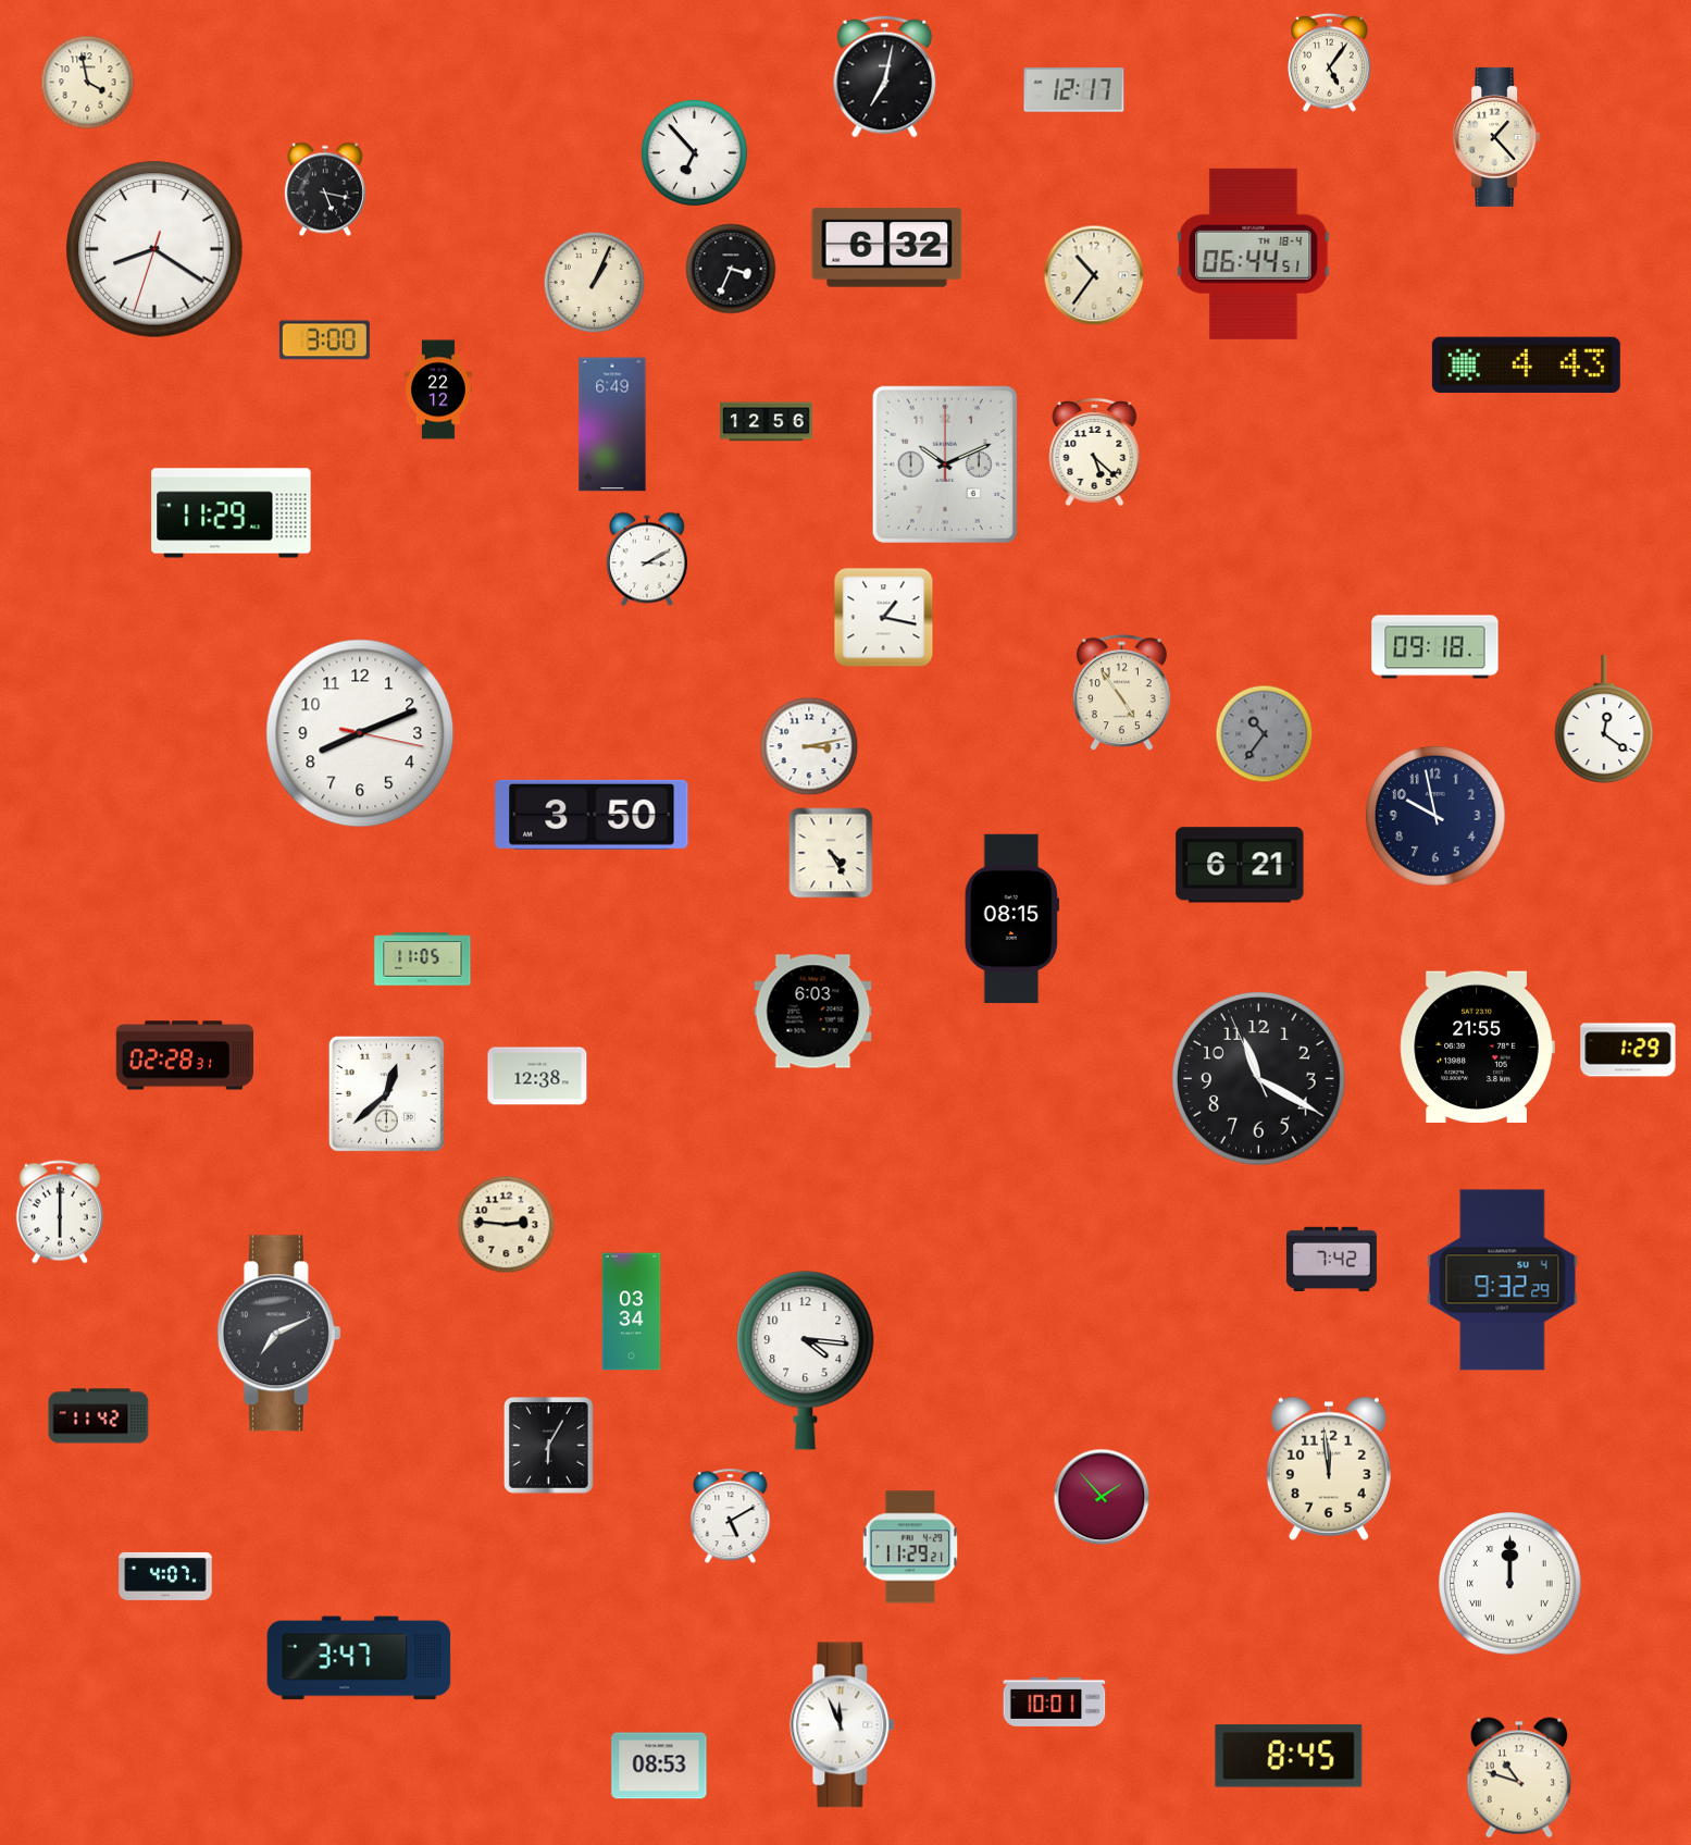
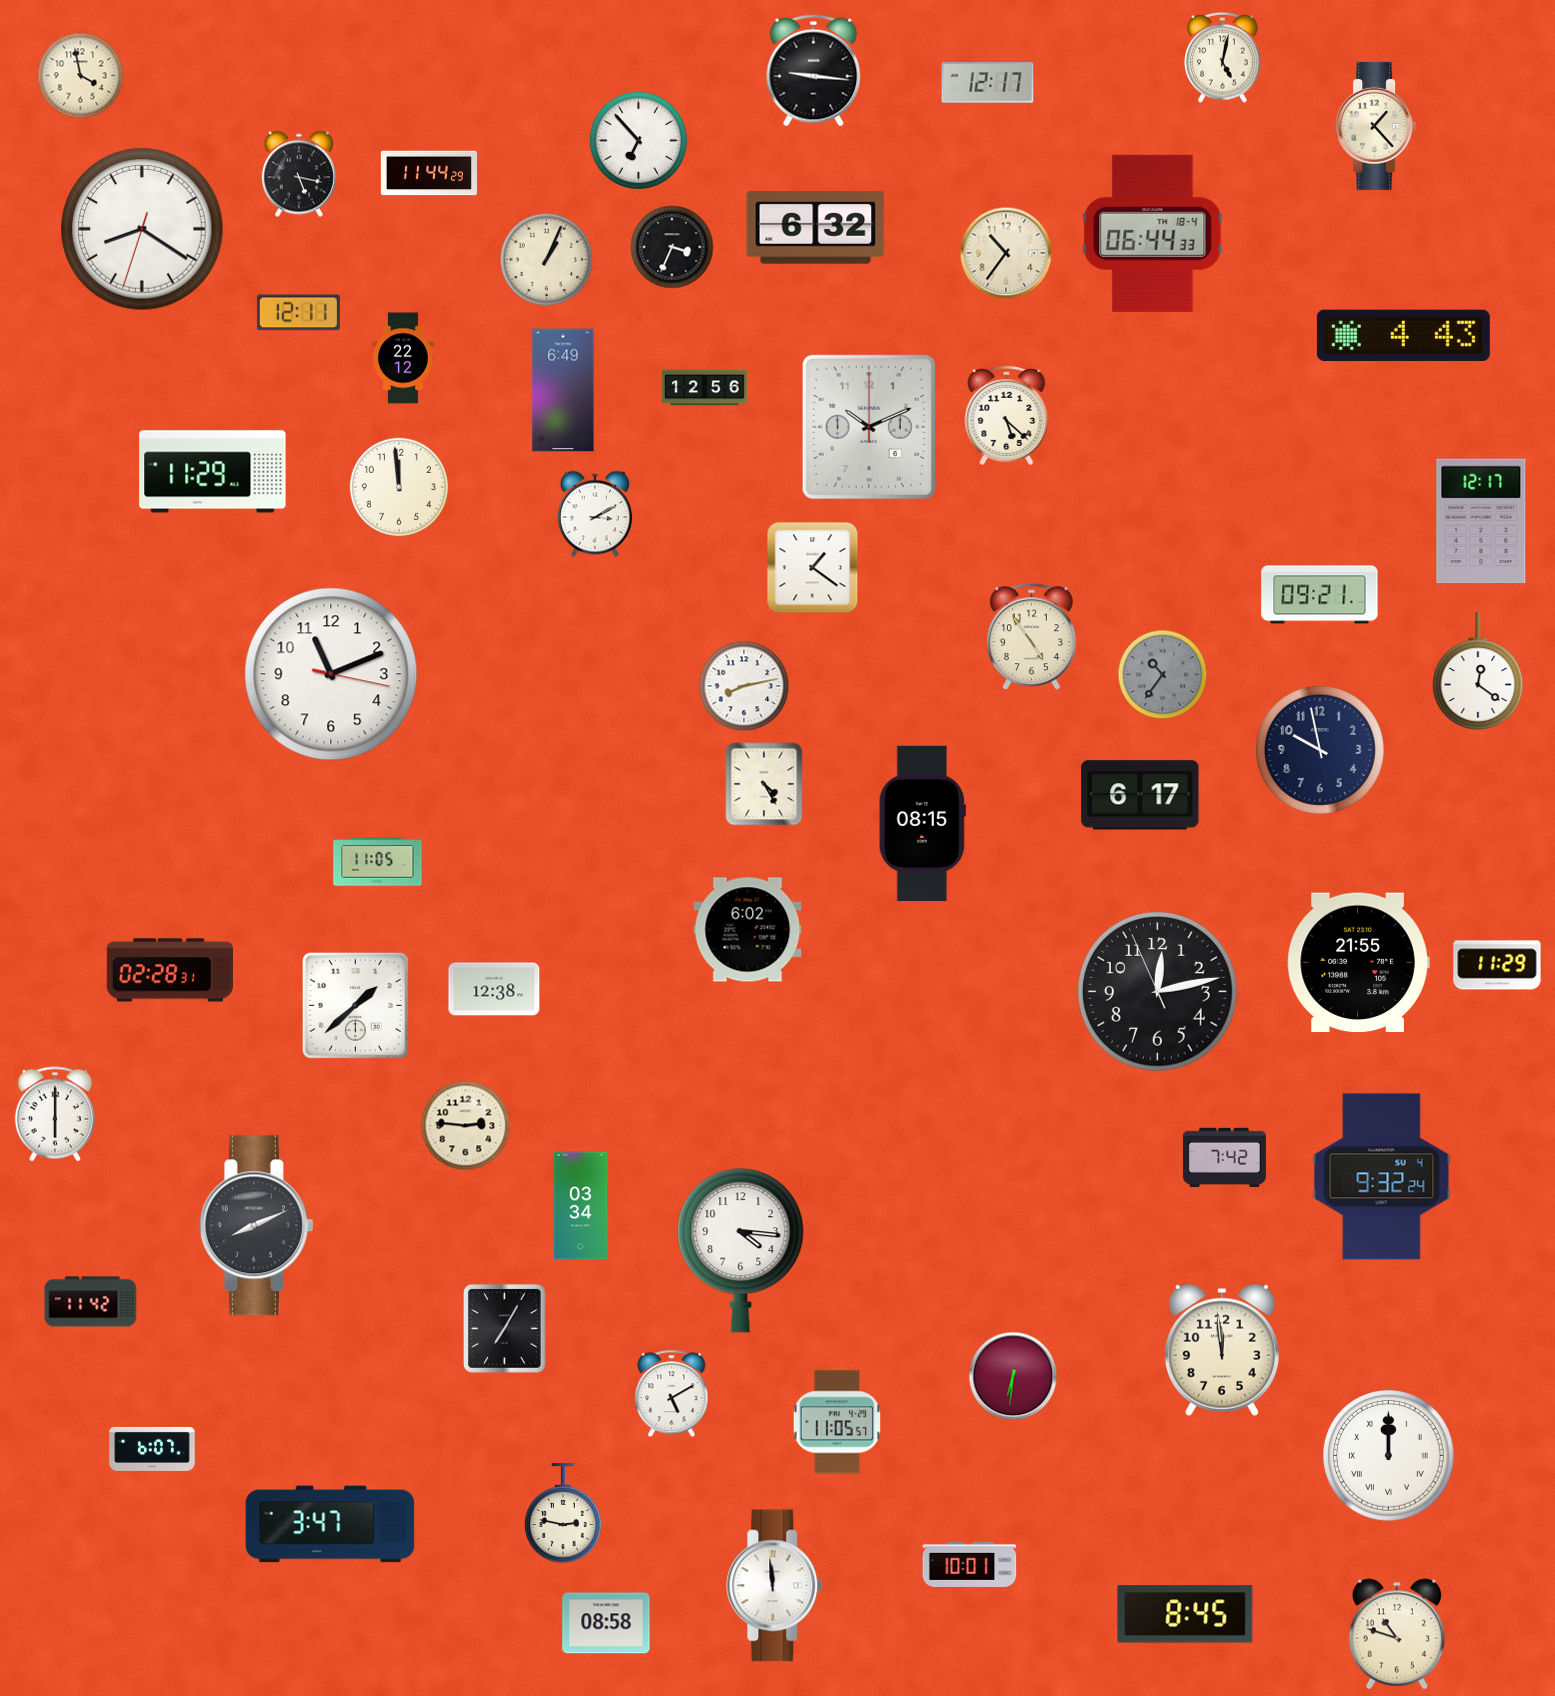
clock at (1330, 62): 5:06 -> 5:02
clock at (885, 77): 7:02 -> 9:16
clock at (428, 173): none -> 11:44
clock at (1254, 253): 06:44:51 -> 06:44:33
clock at (324, 340): 3:00 -> 12:11
clock at (399, 487): none -> 11:59
clock at (1481, 521): none -> 12:17
clock at (884, 618): 1:17 -> 1:21
clock at (1435, 647): 09:18 -> 09:21
clock at (1604, 719) position: (1604, 719) -> (1478, 671)
clock at (360, 733): 8:11 -> 11:11
clock at (809, 746): 3:13 -> 8:13
clock at (592, 815): 3:50 -> none
clock at (1240, 865): 6:21 -> 6:17
clock at (1011, 919) position: (1011, 919) -> (922, 824)
clock at (423, 959) position: (423, 959) -> (378, 862)
clock at (813, 1012): 6:03 -> 6:02
clock at (1628, 1050): 1:29 -> 11:29
clock at (1258, 1078): 11:19 -> 12:12
clock at (386, 1093): 12:38 -> 1:38
clock at (1503, 1280): 9:32:29 -> 9:32:24
clock at (278, 1334): 7:11 -> 8:11
clock at (549, 1446): 6:05 -> 7:05
clock at (1102, 1497): 1:53 -> 6:31
clock at (909, 1547): 11:29 -> 11:05
clock at (165, 1576): 4:07 -> 6:07
clock at (563, 1513): none -> 2:47
clock at (843, 1725): 11:56 -> 11:59
clock at (659, 1766): 08:53 -> 08:58
